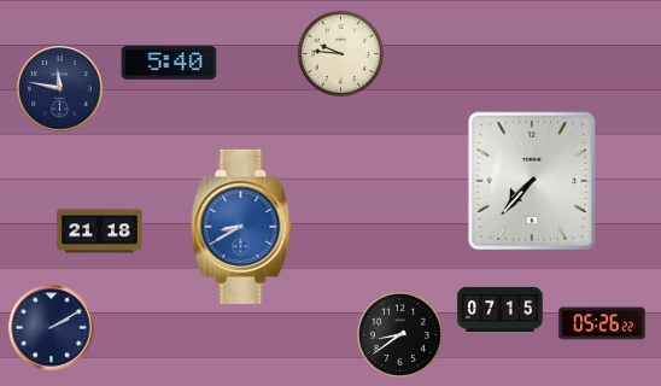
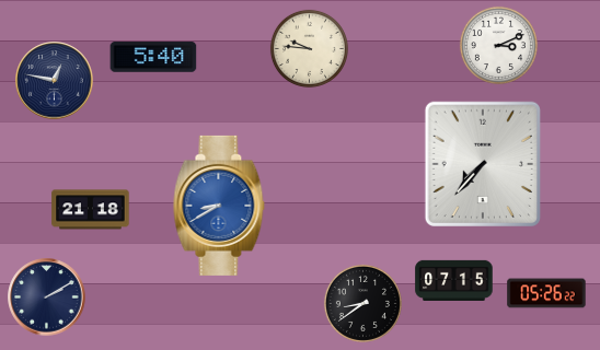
clock at (498, 45): none -> 3:11
clock at (60, 89): 11:47 -> 12:47
